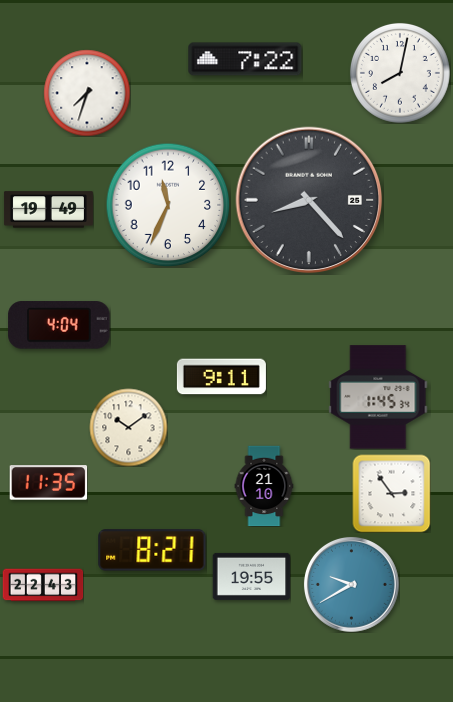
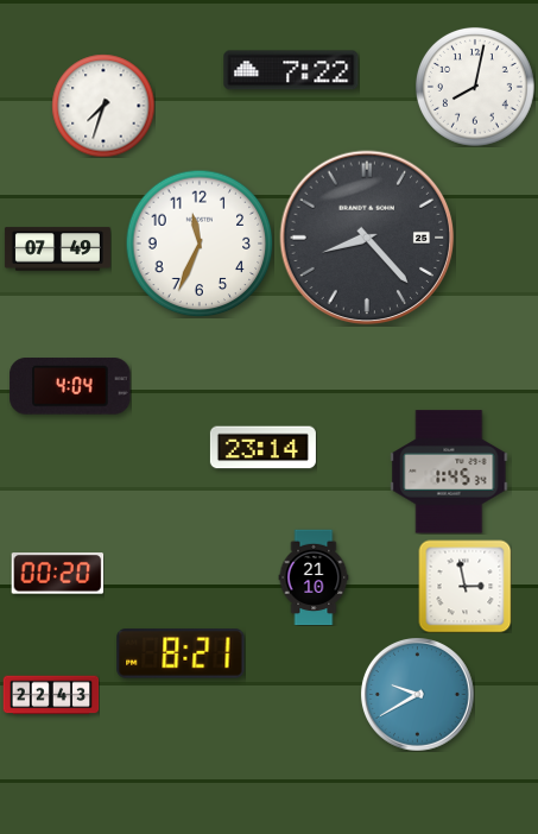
clock at (87, 93) position: (87, 93) -> (103, 106)
clock at (48, 210): 19:49 -> 07:49
clock at (221, 377): 9:11 -> 23:14
clock at (128, 427): 10:09 -> none
clock at (48, 483): 11:35 -> 00:20
clock at (391, 493): 2:54 -> 2:58
clock at (251, 576): 19:55 -> none
